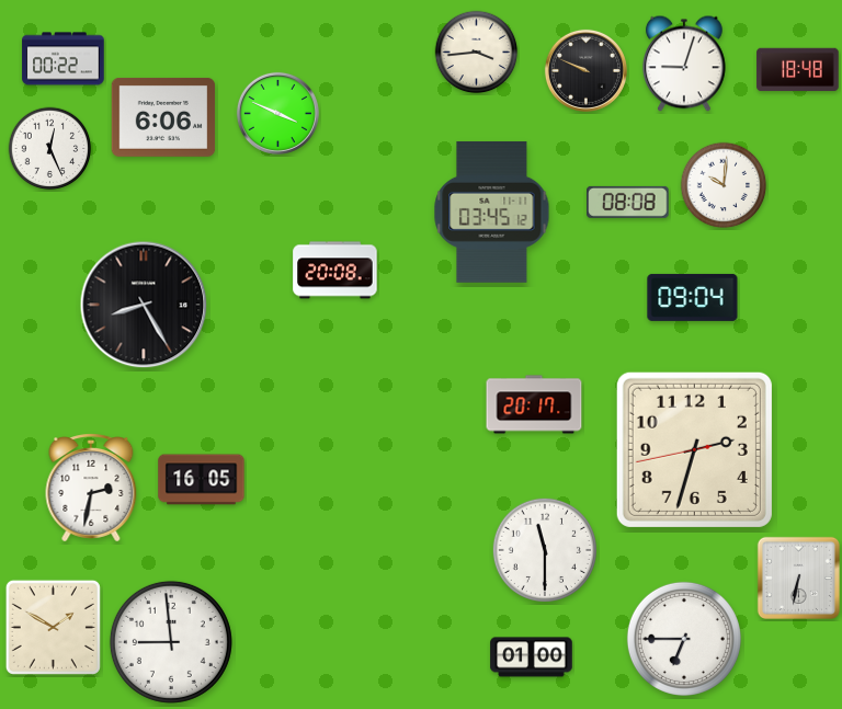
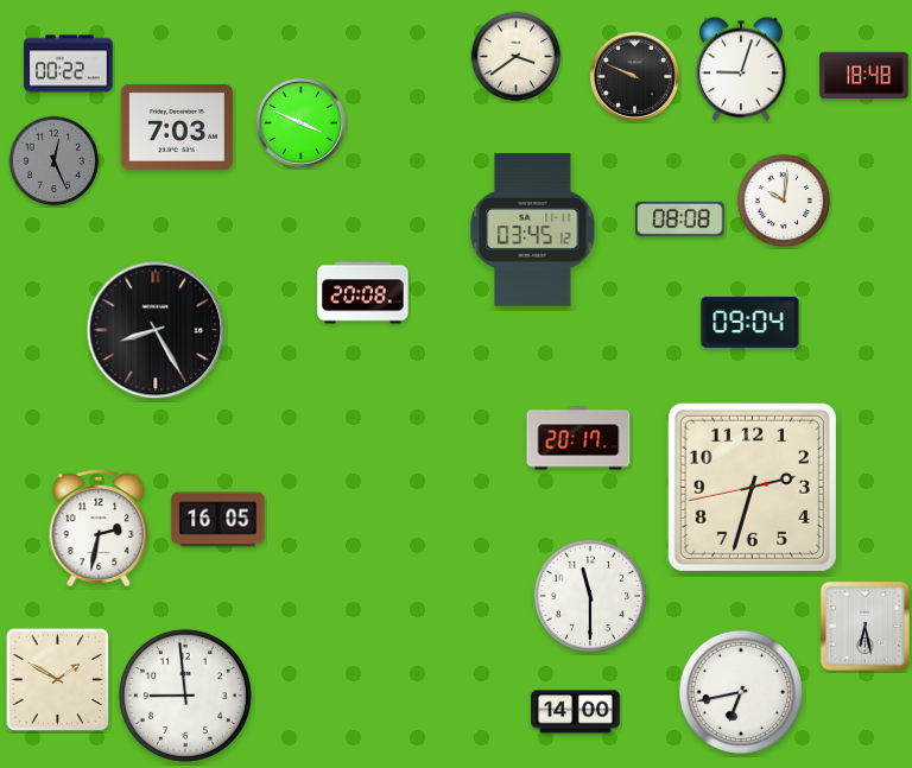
clock at (477, 53): 3:44 -> 3:39
clock at (163, 117): 6:06 -> 7:03
clock at (50, 149) dial: white -> grey
clock at (798, 578): 6:32 -> 6:28
clock at (684, 639): 6:45 -> 6:43
clock at (532, 657): 01:00 -> 14:00
